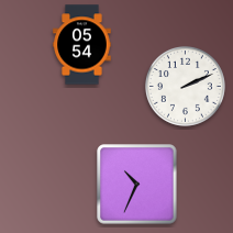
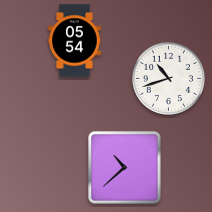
clock at (185, 86): 2:11 -> 10:42
clock at (137, 185): 10:34 -> 10:38
